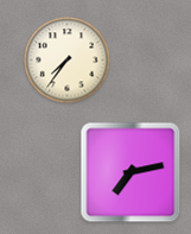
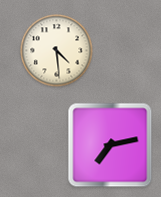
clock at (68, 61): 7:36 -> 4:29
